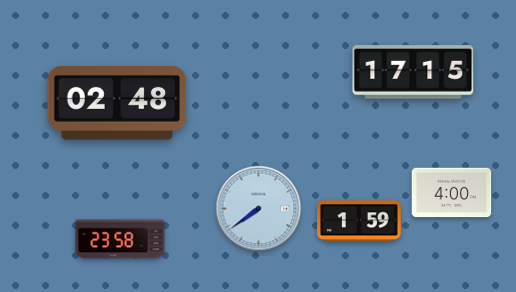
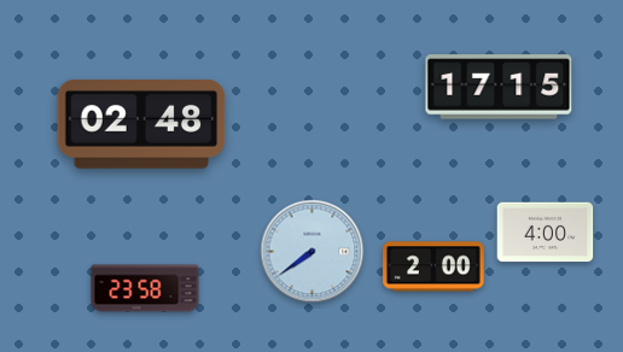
clock at (359, 221): 1:59 -> 2:00
